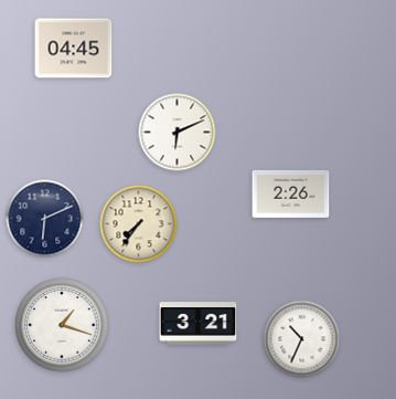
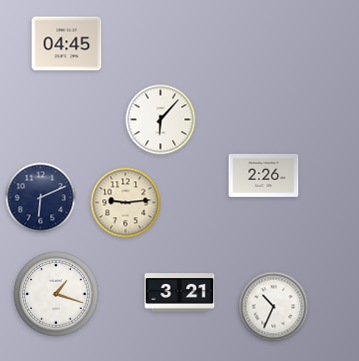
clock at (178, 133): 6:11 -> 6:07
clock at (139, 224): 7:36 -> 9:14
